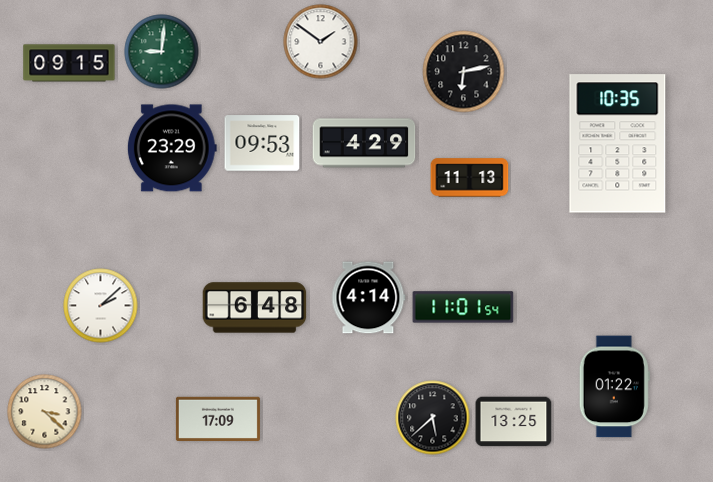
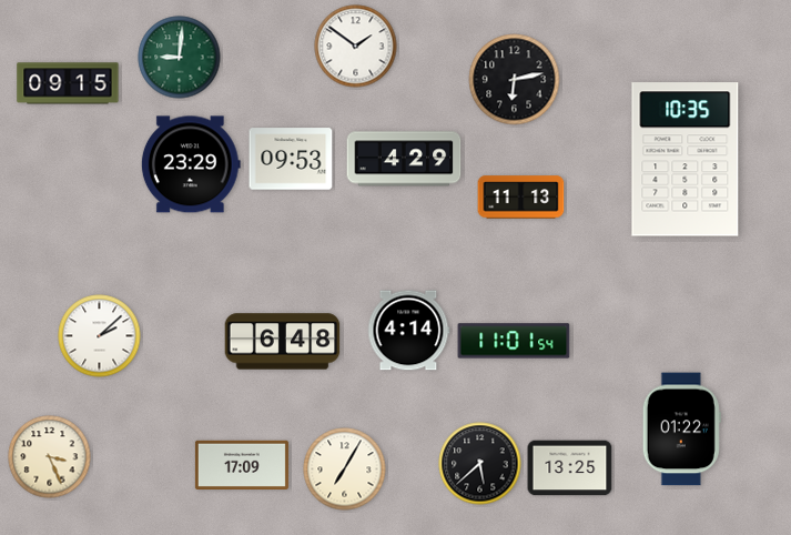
clock at (69, 63) position: (69, 63) -> (68, 83)
clock at (101, 306) position: (101, 306) -> (100, 336)
clock at (45, 412): 3:22 -> 3:26
clock at (345, 470): none -> 7:05
